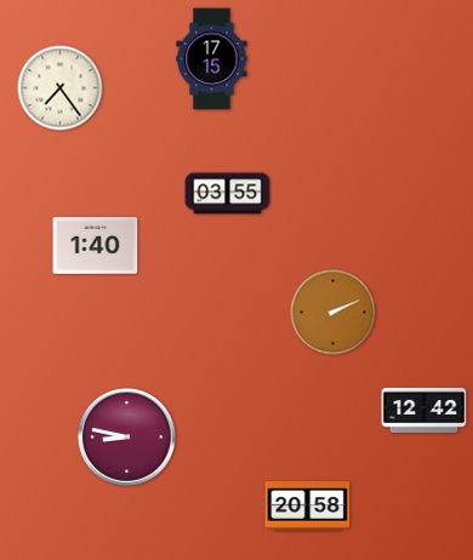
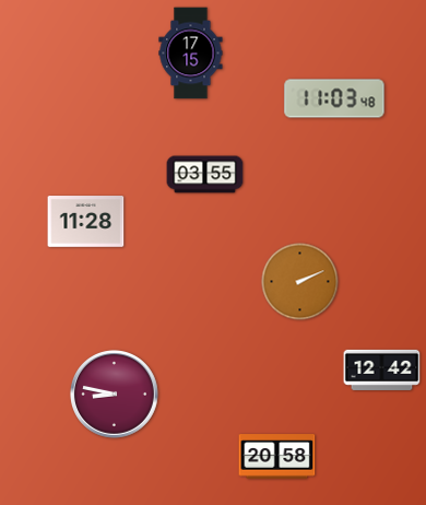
clock at (61, 88): 7:24 -> none
clock at (334, 98): none -> 11:03
clock at (96, 246): 1:40 -> 11:28
